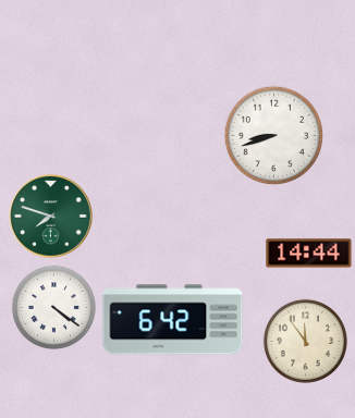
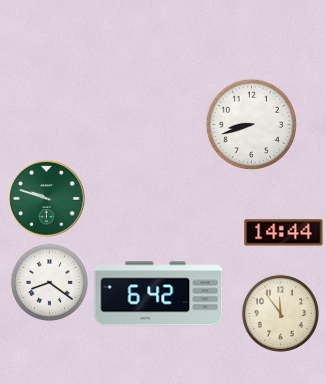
clock at (51, 217): 7:48 -> 9:48
clock at (53, 307): 4:21 -> 8:21
